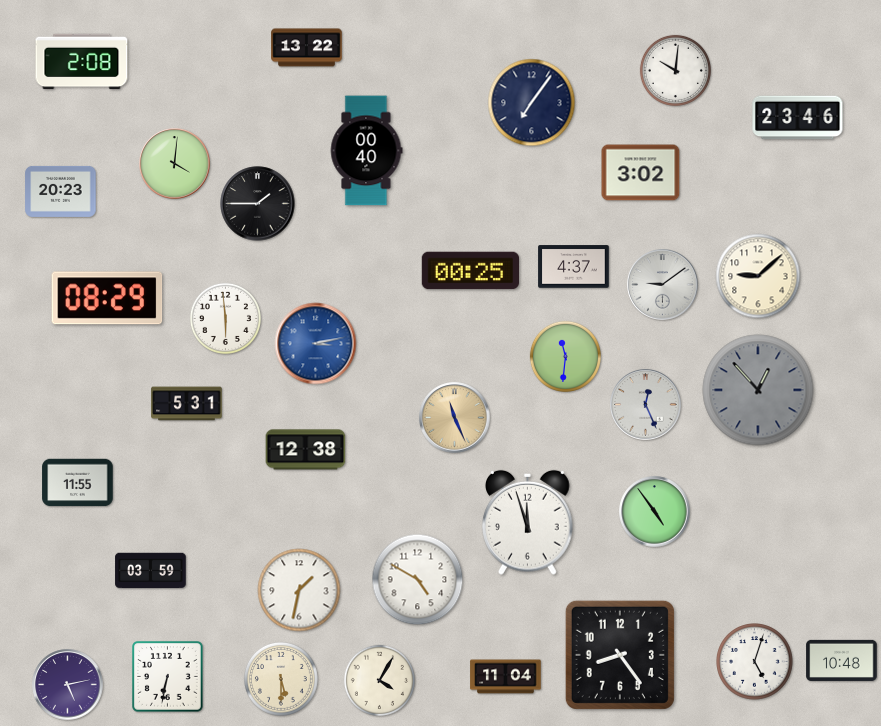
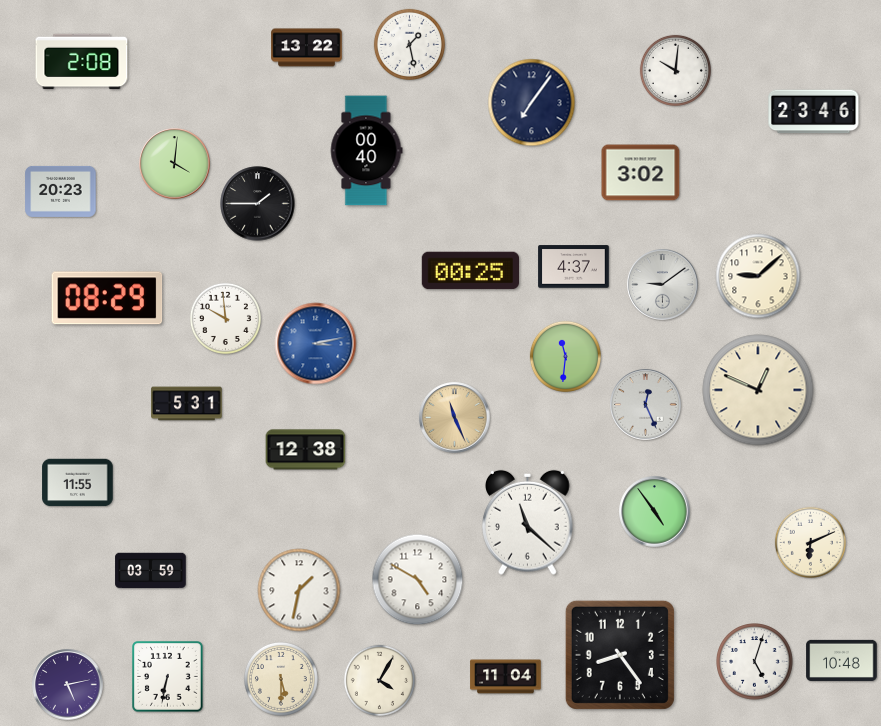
clock at (409, 44): none -> 1:28
clock at (798, 118) position: (798, 118) -> (814, 112)
clock at (225, 318): 5:59 -> 9:59
clock at (758, 390): 12:53 -> 12:49
clock at (758, 390) dial: grey -> cream
clock at (528, 522): 11:57 -> 11:22
clock at (810, 542): none -> 6:11
